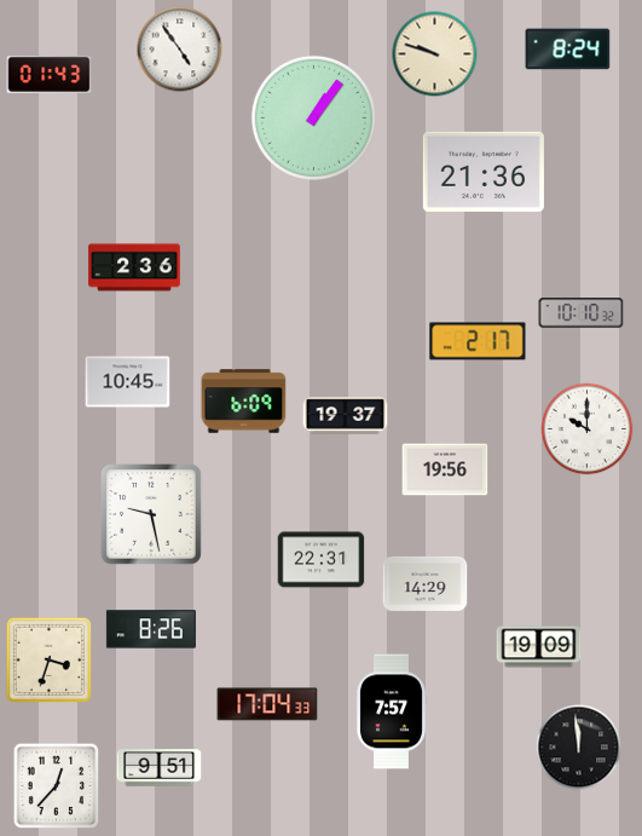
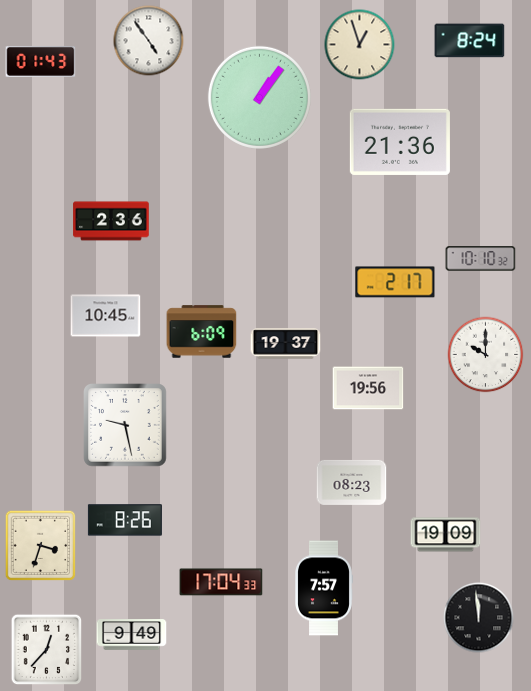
clock at (435, 54): 9:48 -> 12:57
clock at (322, 560): 22:31 -> none
clock at (426, 583): 14:29 -> 08:23
clock at (160, 768): 9:51 -> 9:49
